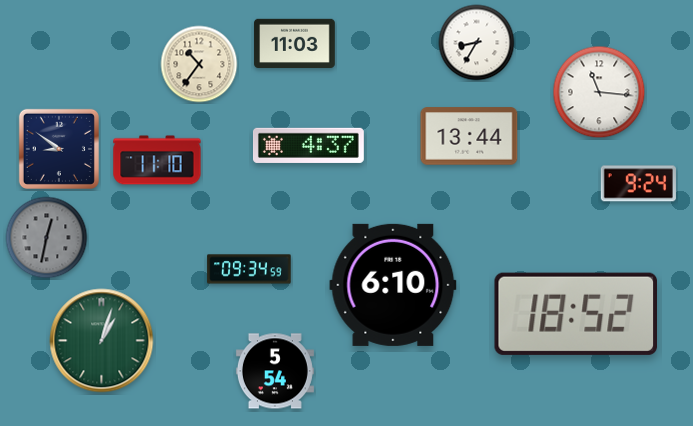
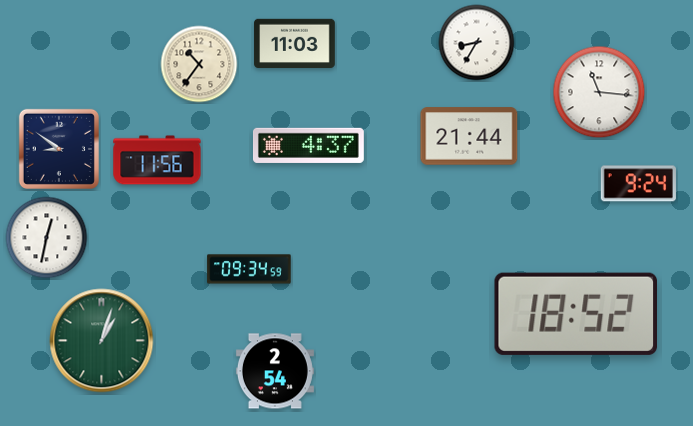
clock at (469, 136): 13:44 -> 21:44
clock at (157, 160): 11:10 -> 11:56
clock at (47, 238) dial: grey -> white
clock at (393, 285): 6:10 -> none
clock at (275, 371): 5:54 -> 2:54
